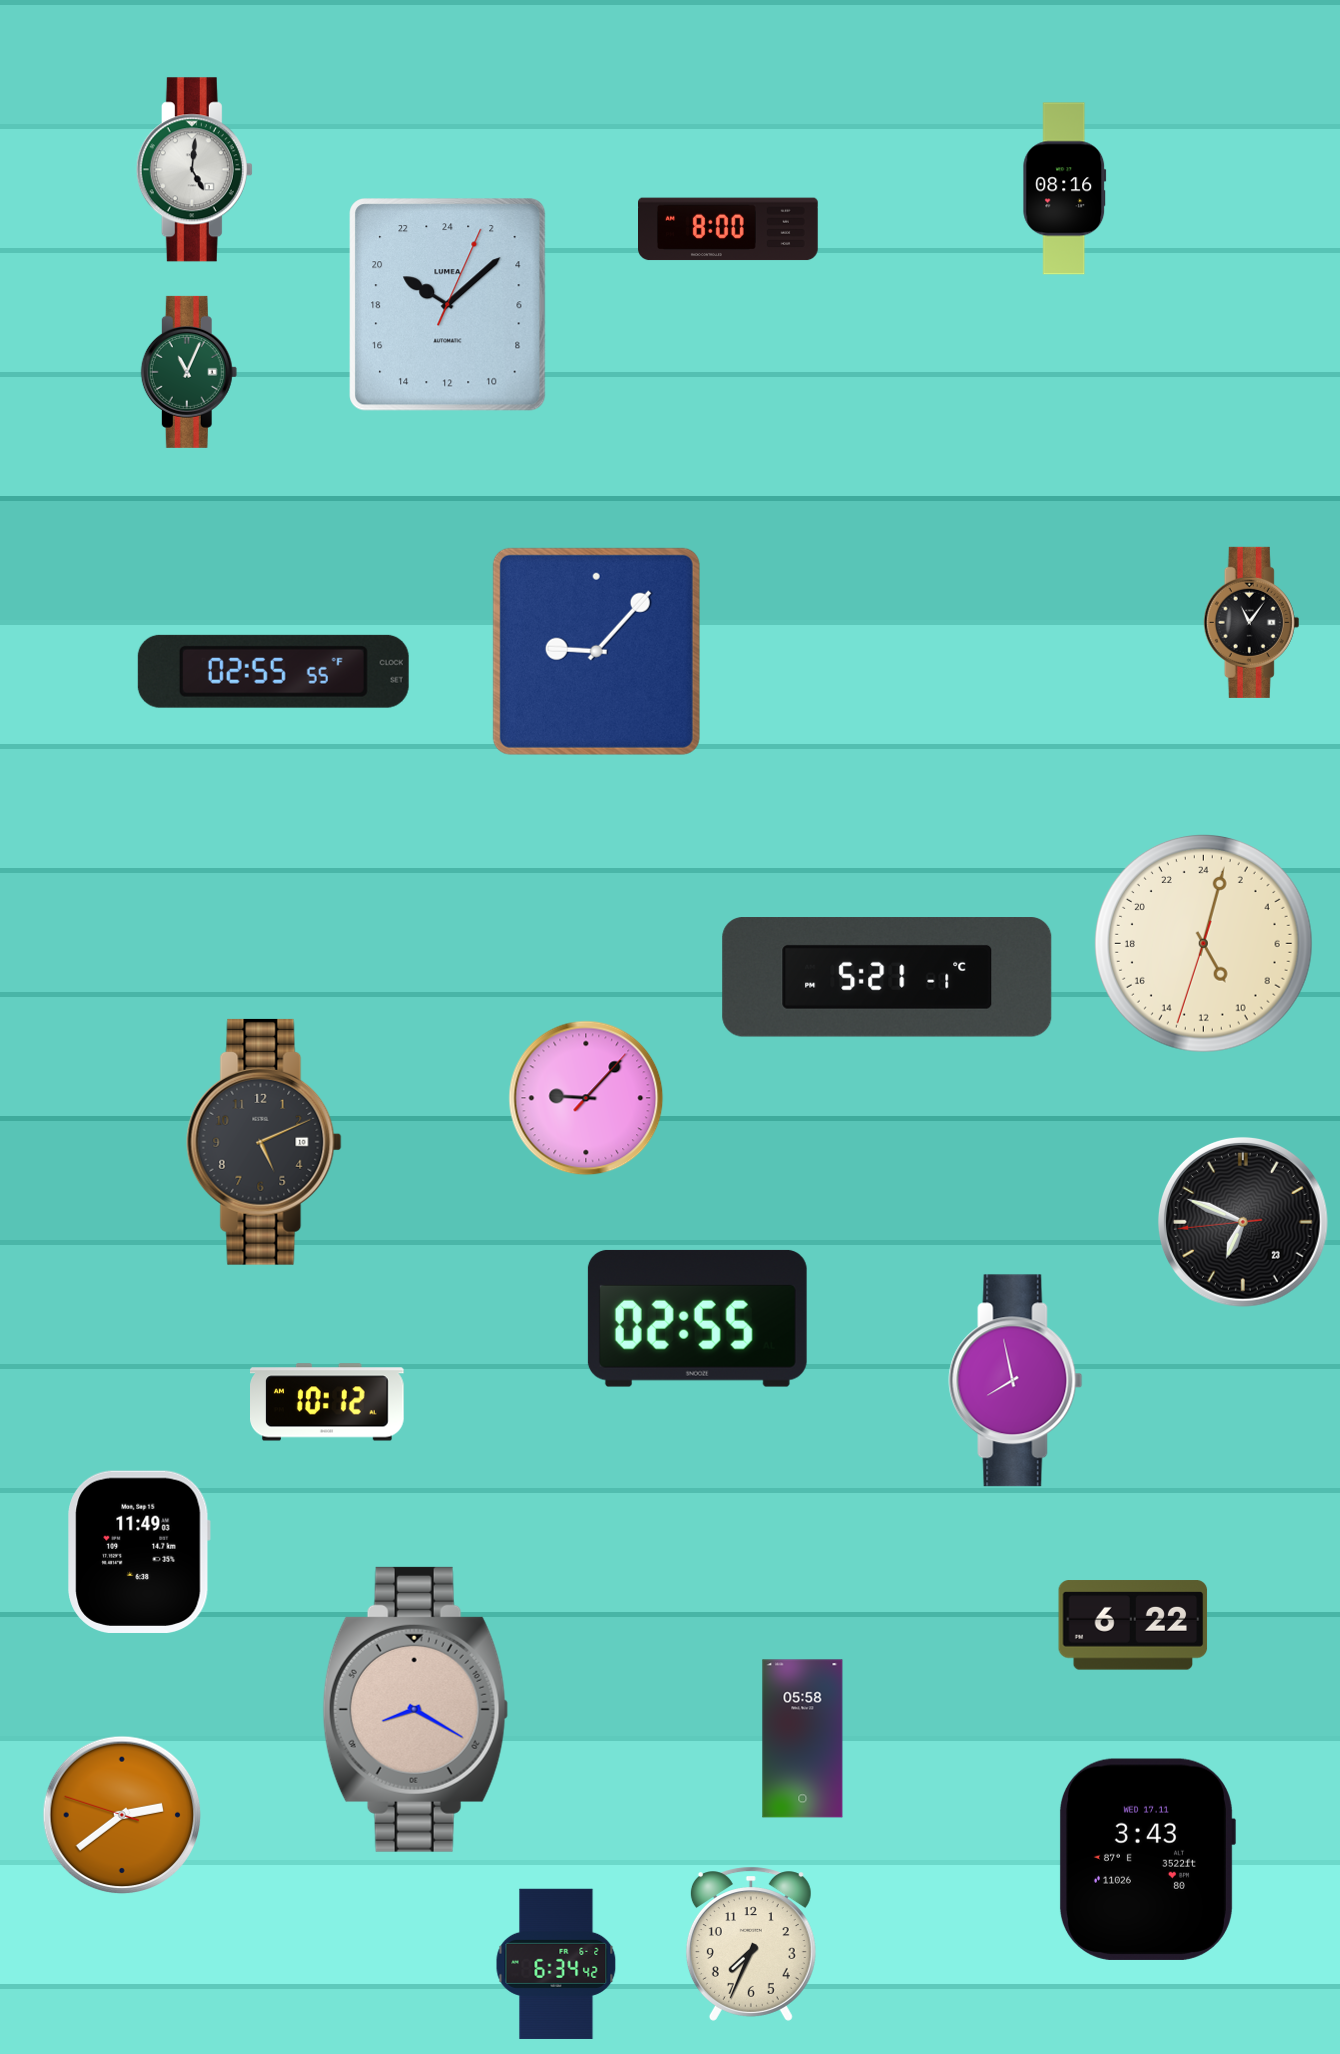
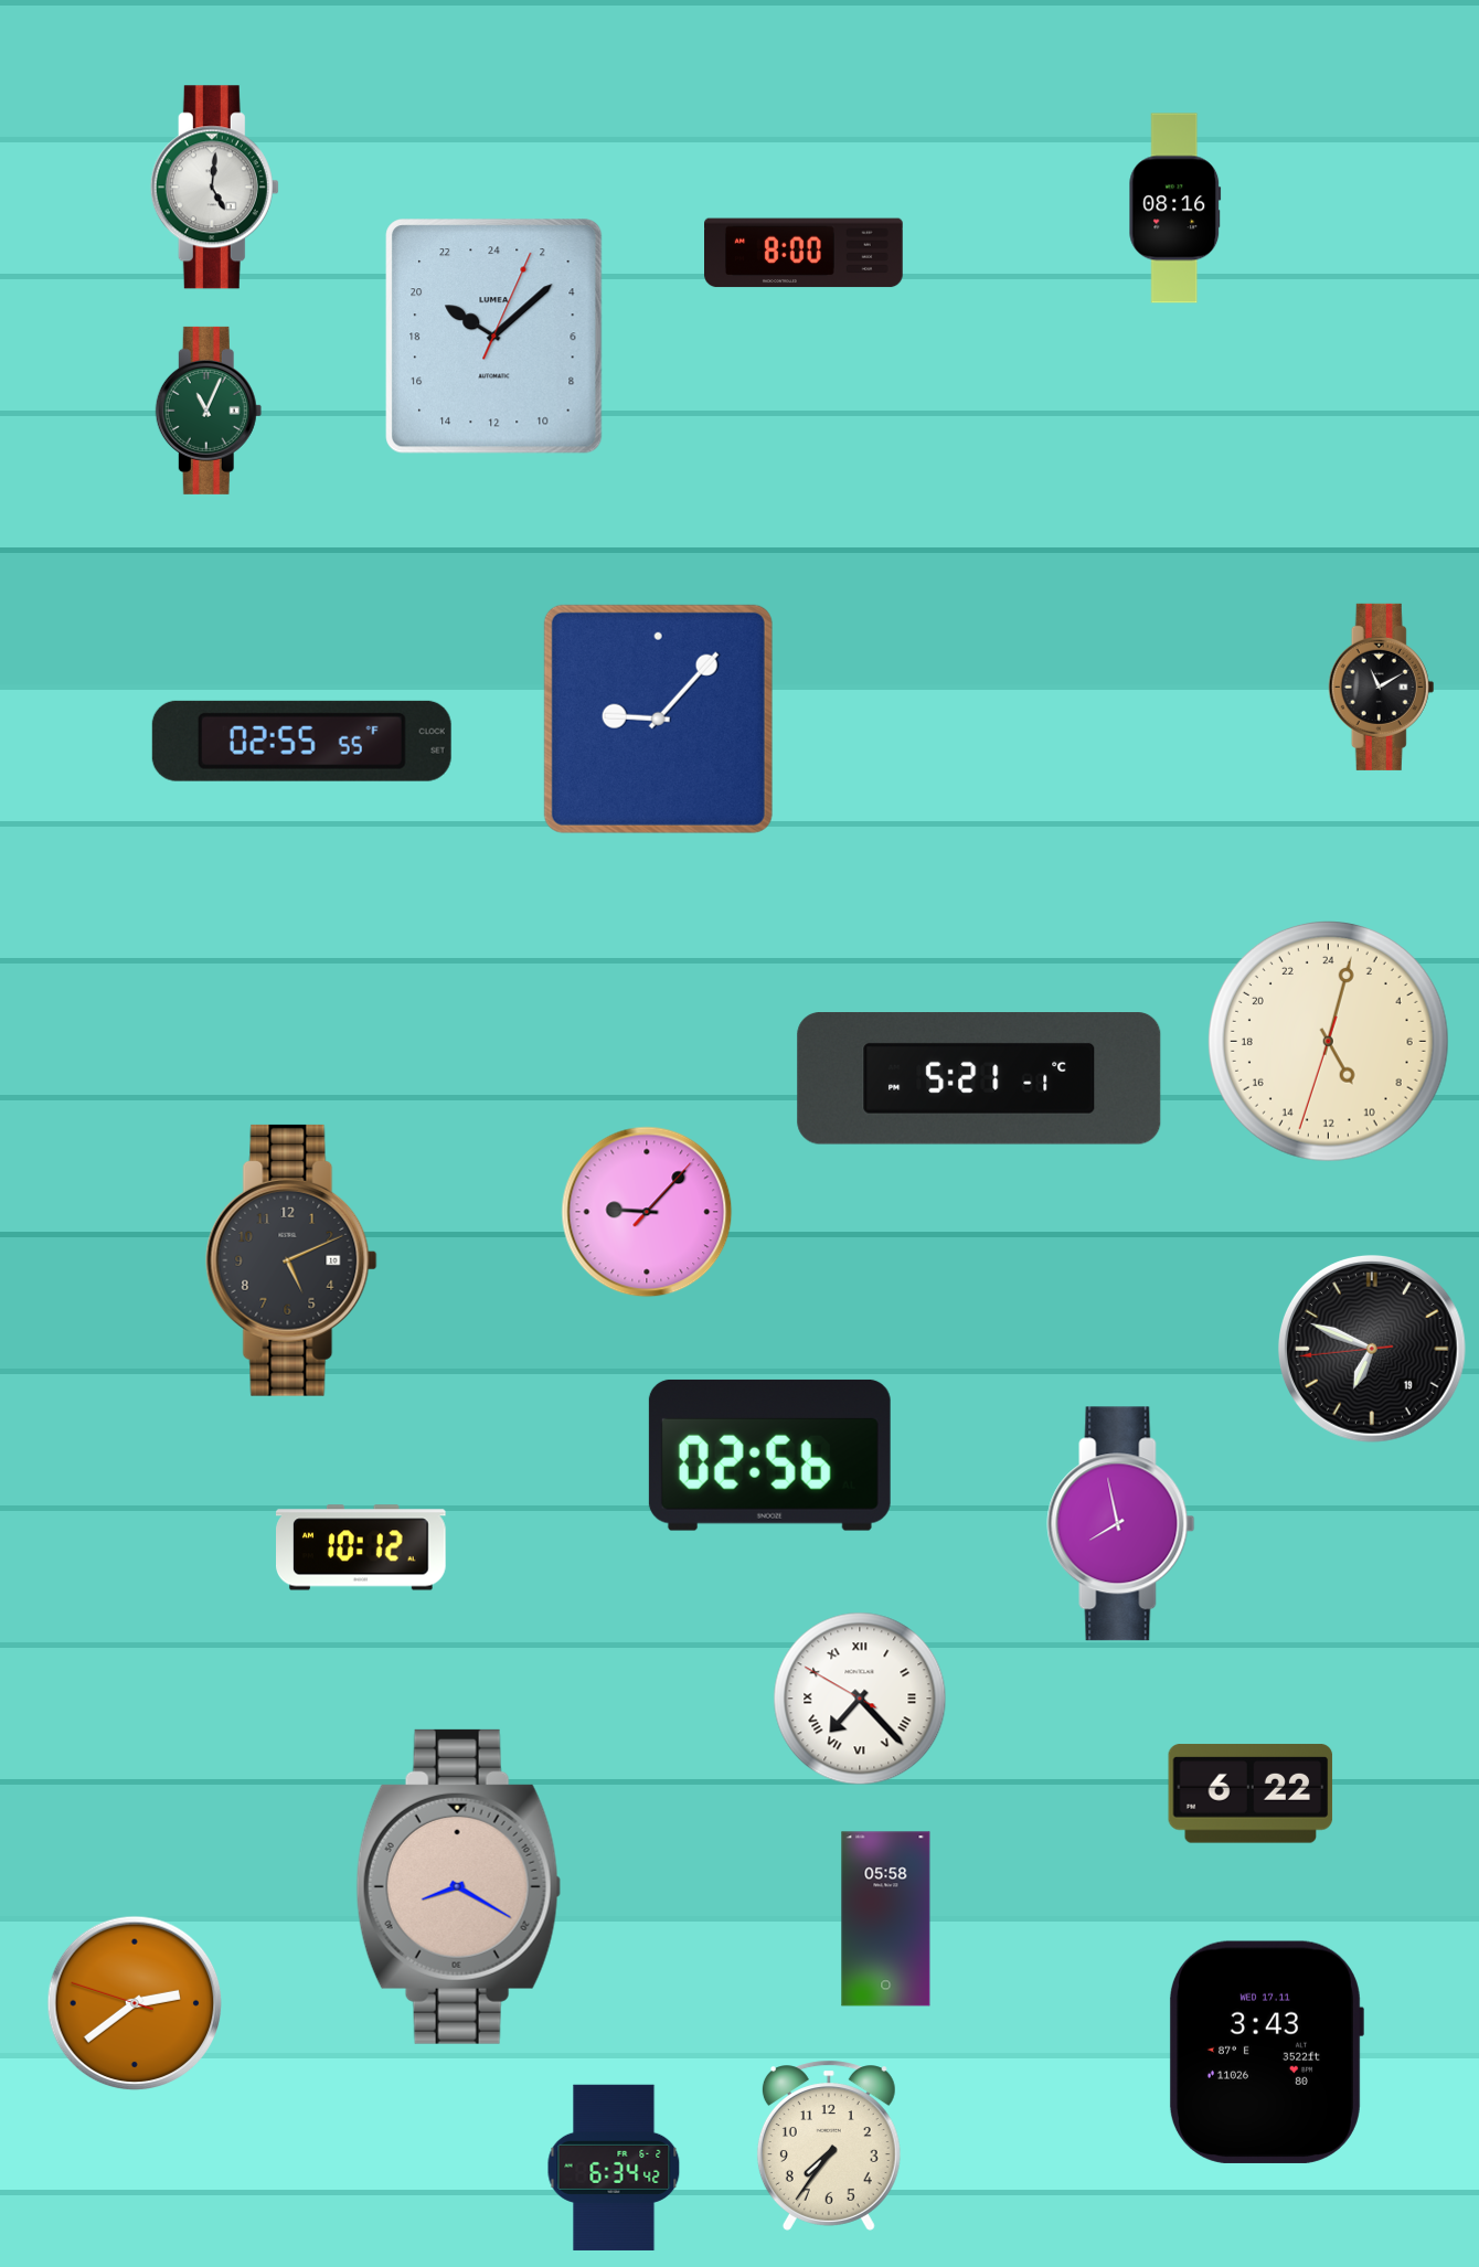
clock at (1252, 622): 11:06 -> 11:10
clock at (1243, 1222) date: 23 -> 19
clock at (697, 1318): 02:55 -> 02:56
clock at (860, 1699): none -> 7:22
clock at (139, 1552): 11:49 -> none
clock at (751, 1944): 7:34 -> 7:36
